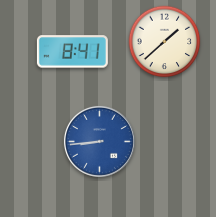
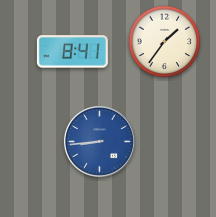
clock at (165, 42): 1:38 -> 1:36
